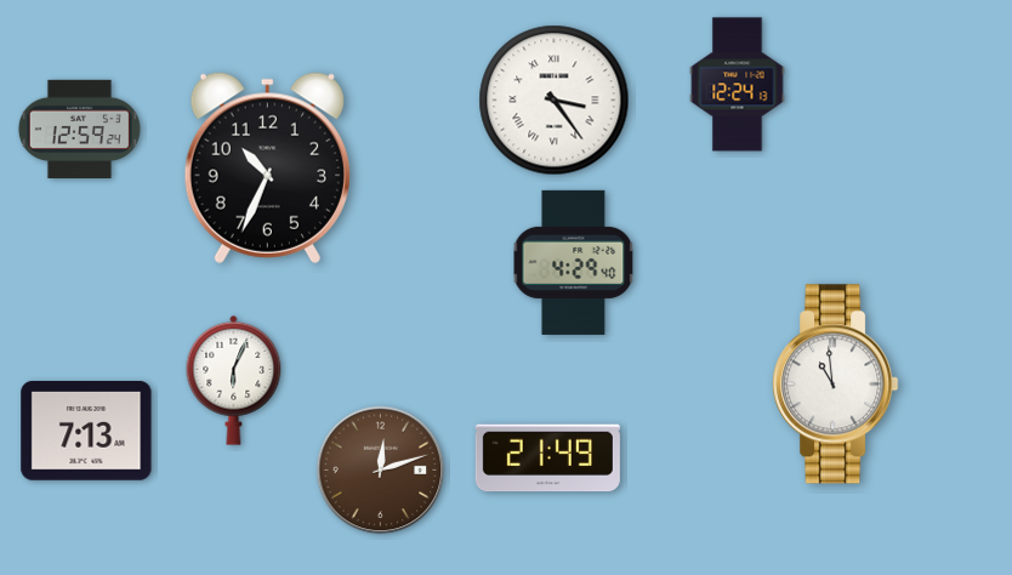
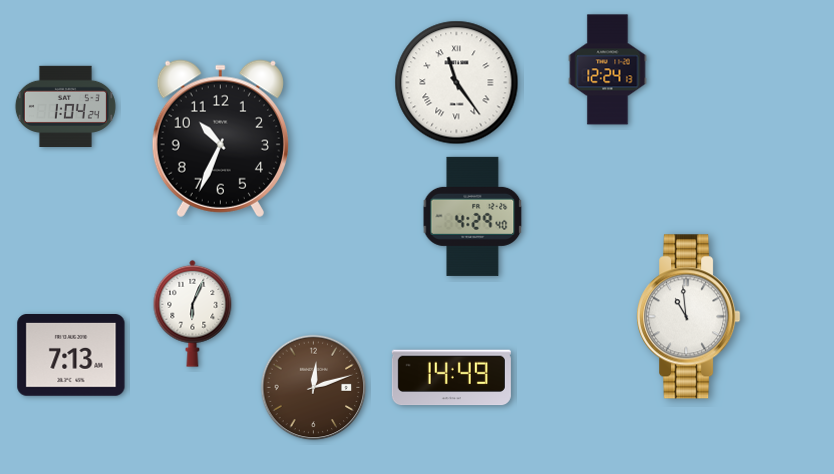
clock at (555, 101): 3:24 -> 11:24
clock at (79, 129): 12:59 -> 1:04
clock at (547, 459): 21:49 -> 14:49
